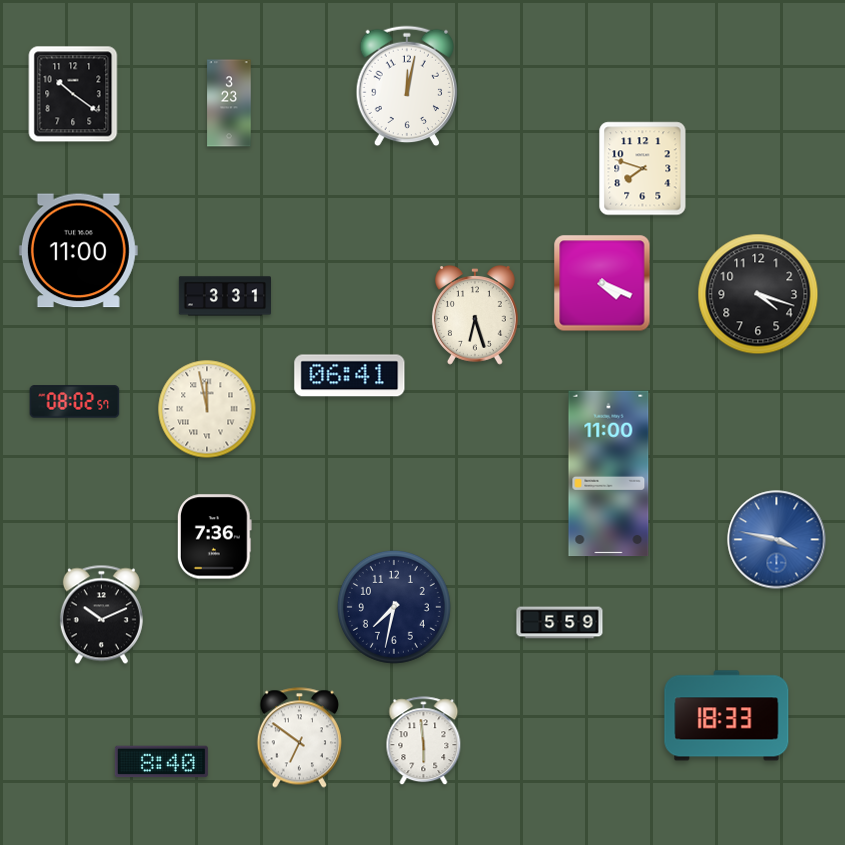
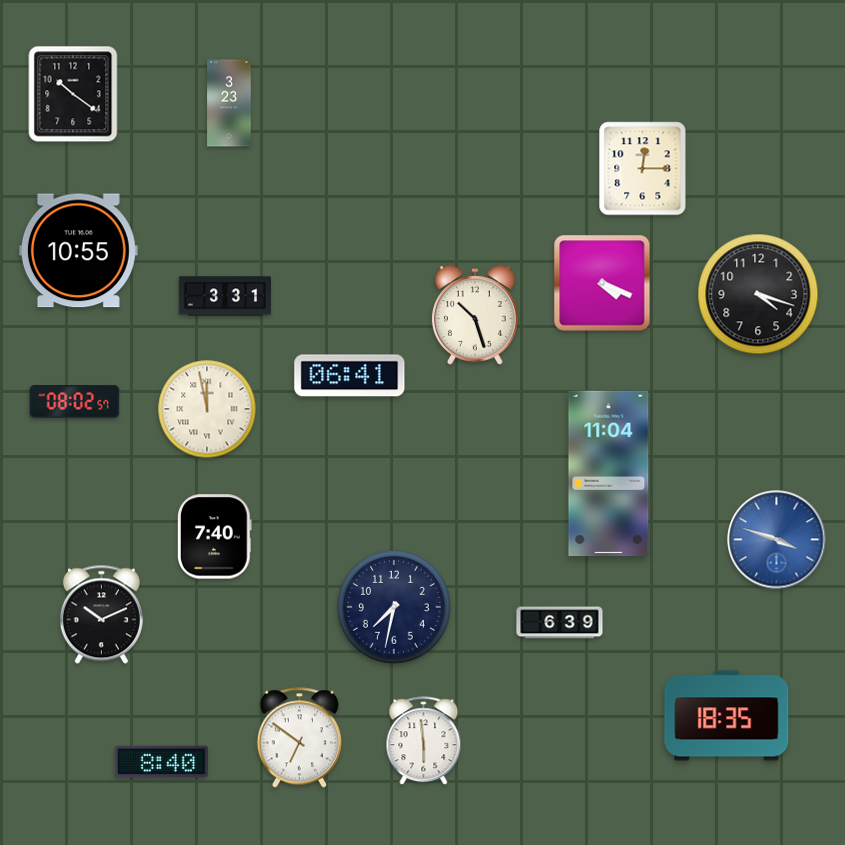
clock at (406, 86): 12:02 -> none
clock at (643, 169): 7:48 -> 12:15
clock at (78, 251): 11:00 -> 10:55
clock at (475, 315): 6:27 -> 10:27
clock at (609, 474): 11:00 -> 11:04
clock at (214, 537): 7:36 -> 7:40
clock at (777, 540): 3:47 -> 3:48
clock at (560, 623): 5:59 -> 6:39
clock at (727, 716): 18:33 -> 18:35
